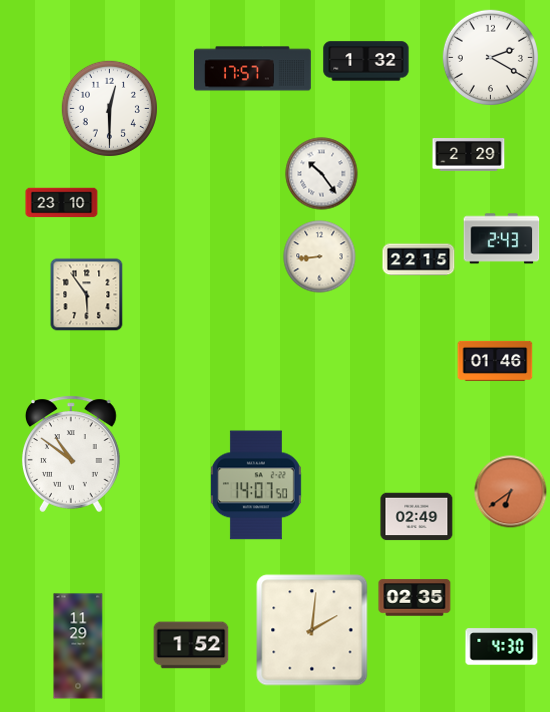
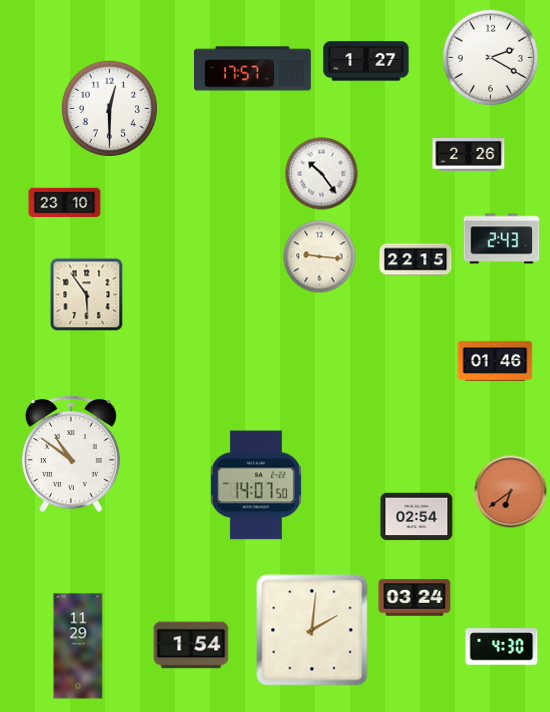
clock at (366, 61): 1:32 -> 1:27
clock at (469, 155): 2:29 -> 2:26
clock at (62, 203) position: (62, 203) -> (65, 203)
clock at (320, 257): 8:44 -> 9:16
clock at (419, 260) position: (419, 260) -> (416, 260)
clock at (417, 517): 02:49 -> 02:54
clock at (415, 598): 02:35 -> 03:24
clock at (191, 645): 1:52 -> 1:54
